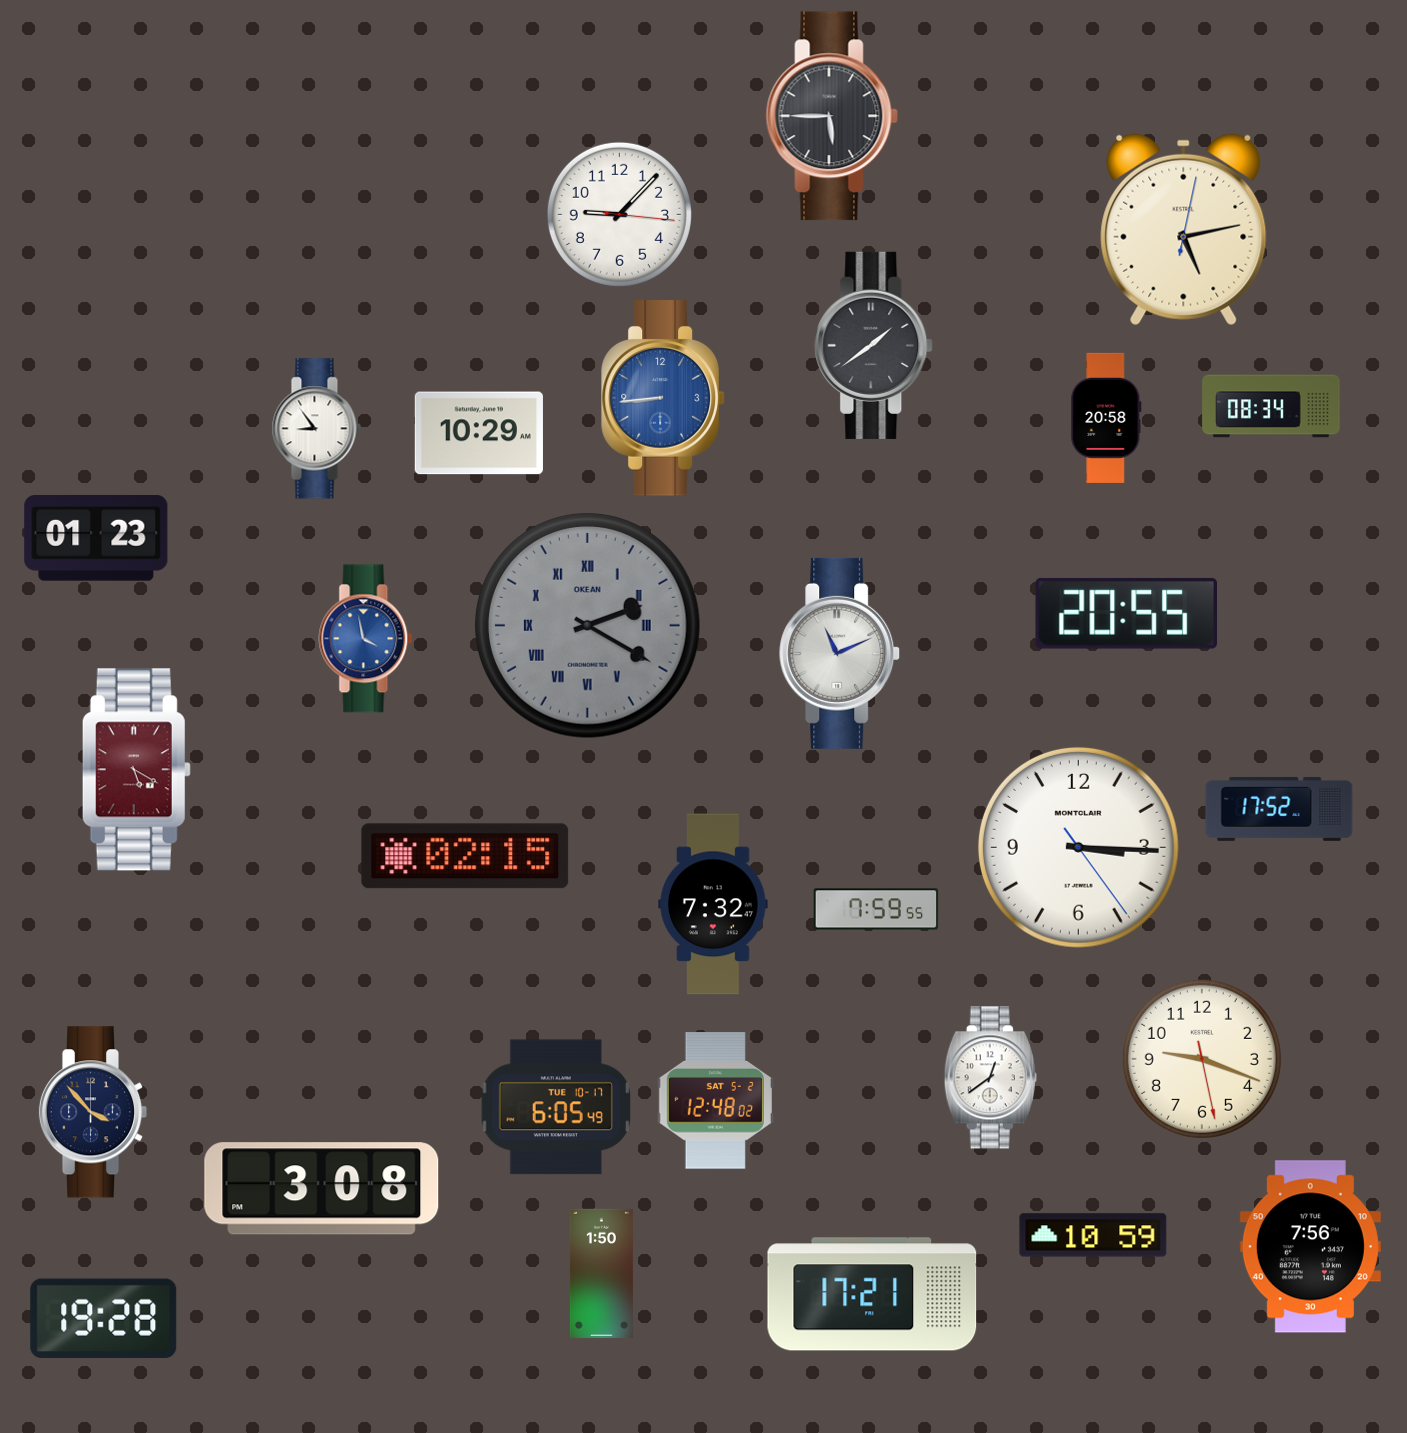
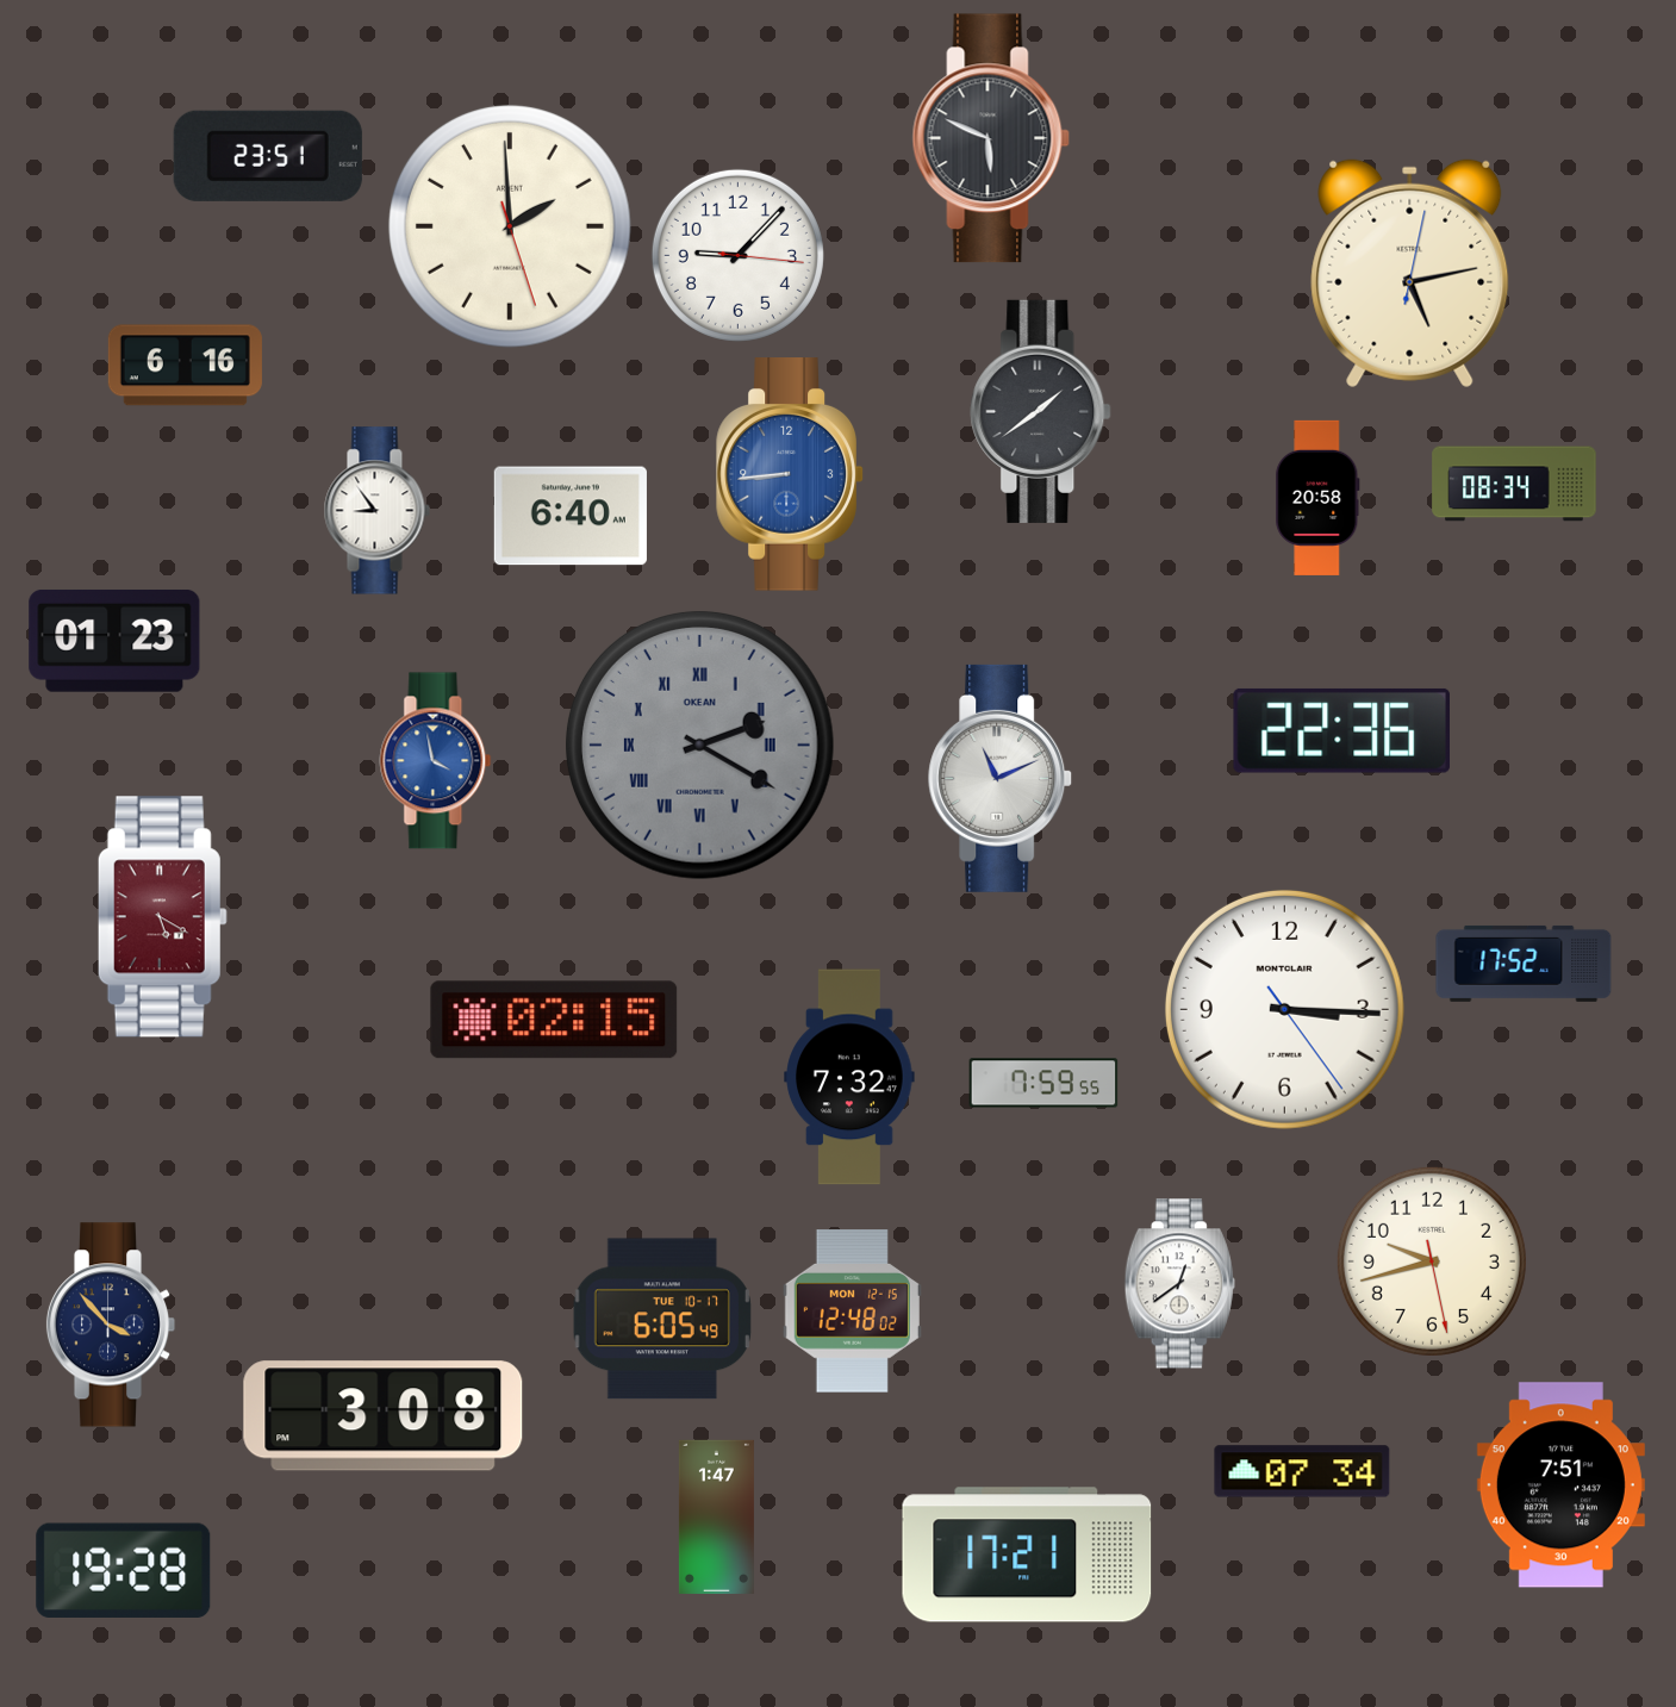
clock at (832, 116): 5:45 -> 5:49
clock at (268, 156): none -> 23:51
clock at (510, 226): none -> 1:59
clock at (185, 366): none -> 6:16
clock at (479, 433): 10:29 -> 6:40
clock at (1126, 613): 20:55 -> 22:36
clock at (1202, 1059): 9:18 -> 9:42
clock at (715, 1101) date: SAT 5-2 -> MON 12-15
clock at (1093, 1235): 10:59 -> 07:34
clock at (1310, 1247): 7:56 -> 7:51
clock at (601, 1273): 1:50 -> 1:47
clock at (872, 1294) position: (872, 1294) -> (1027, 1555)
